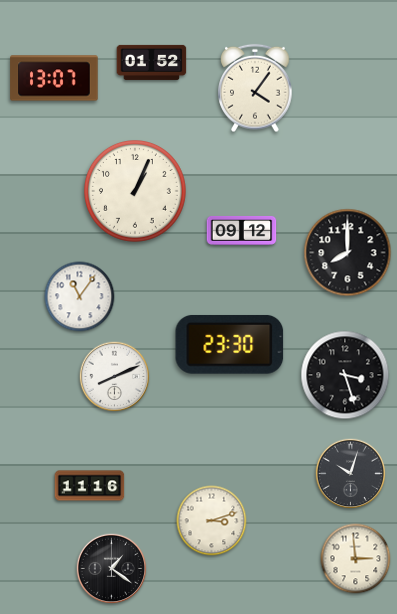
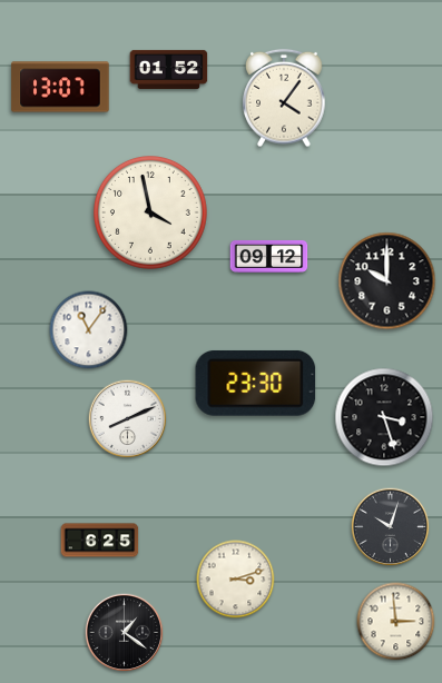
clock at (136, 192): 1:04 -> 3:58
clock at (348, 253): 8:00 -> 10:00
clock at (90, 486): 11:16 -> 6:25
